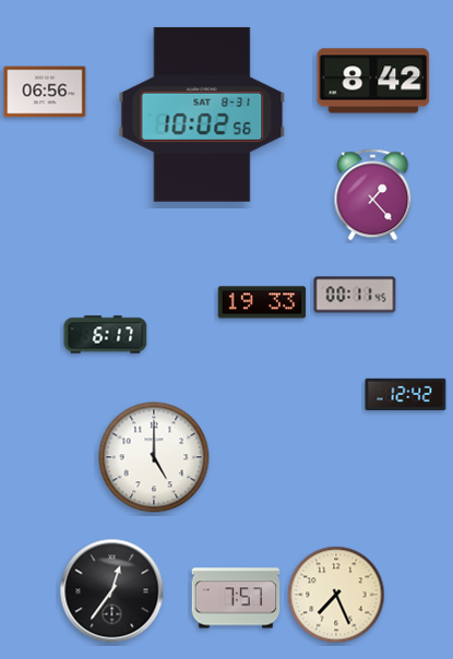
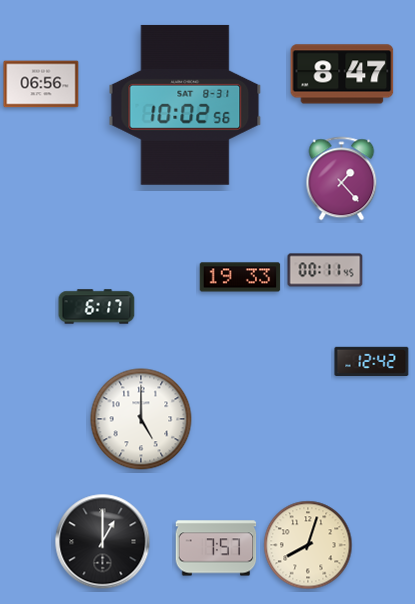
clock at (373, 81): 8:42 -> 8:47
clock at (112, 591): 12:36 -> 1:00
clock at (336, 595): 7:26 -> 8:03
